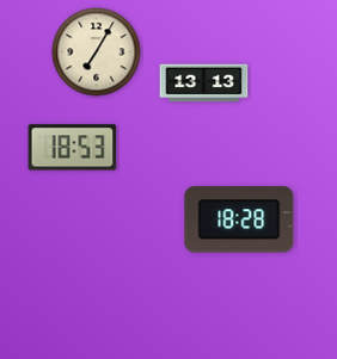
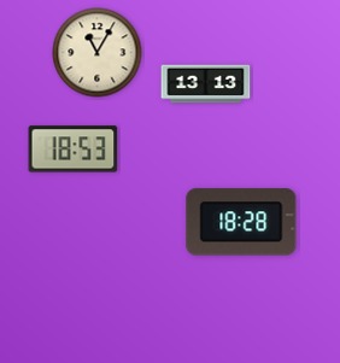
clock at (97, 52): 7:05 -> 11:05
